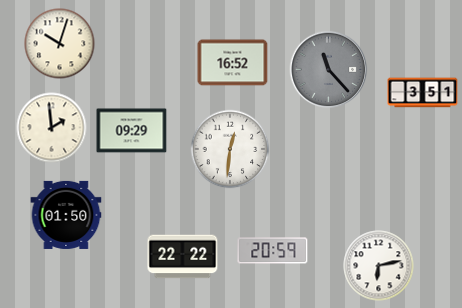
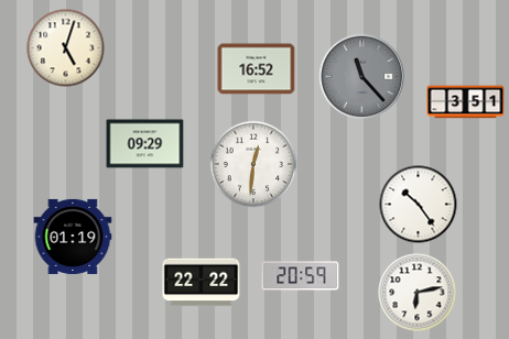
clock at (60, 44): 10:03 -> 5:03
clock at (52, 128): 1:59 -> none
clock at (419, 205): none -> 10:24
clock at (66, 215): 01:50 -> 01:19
